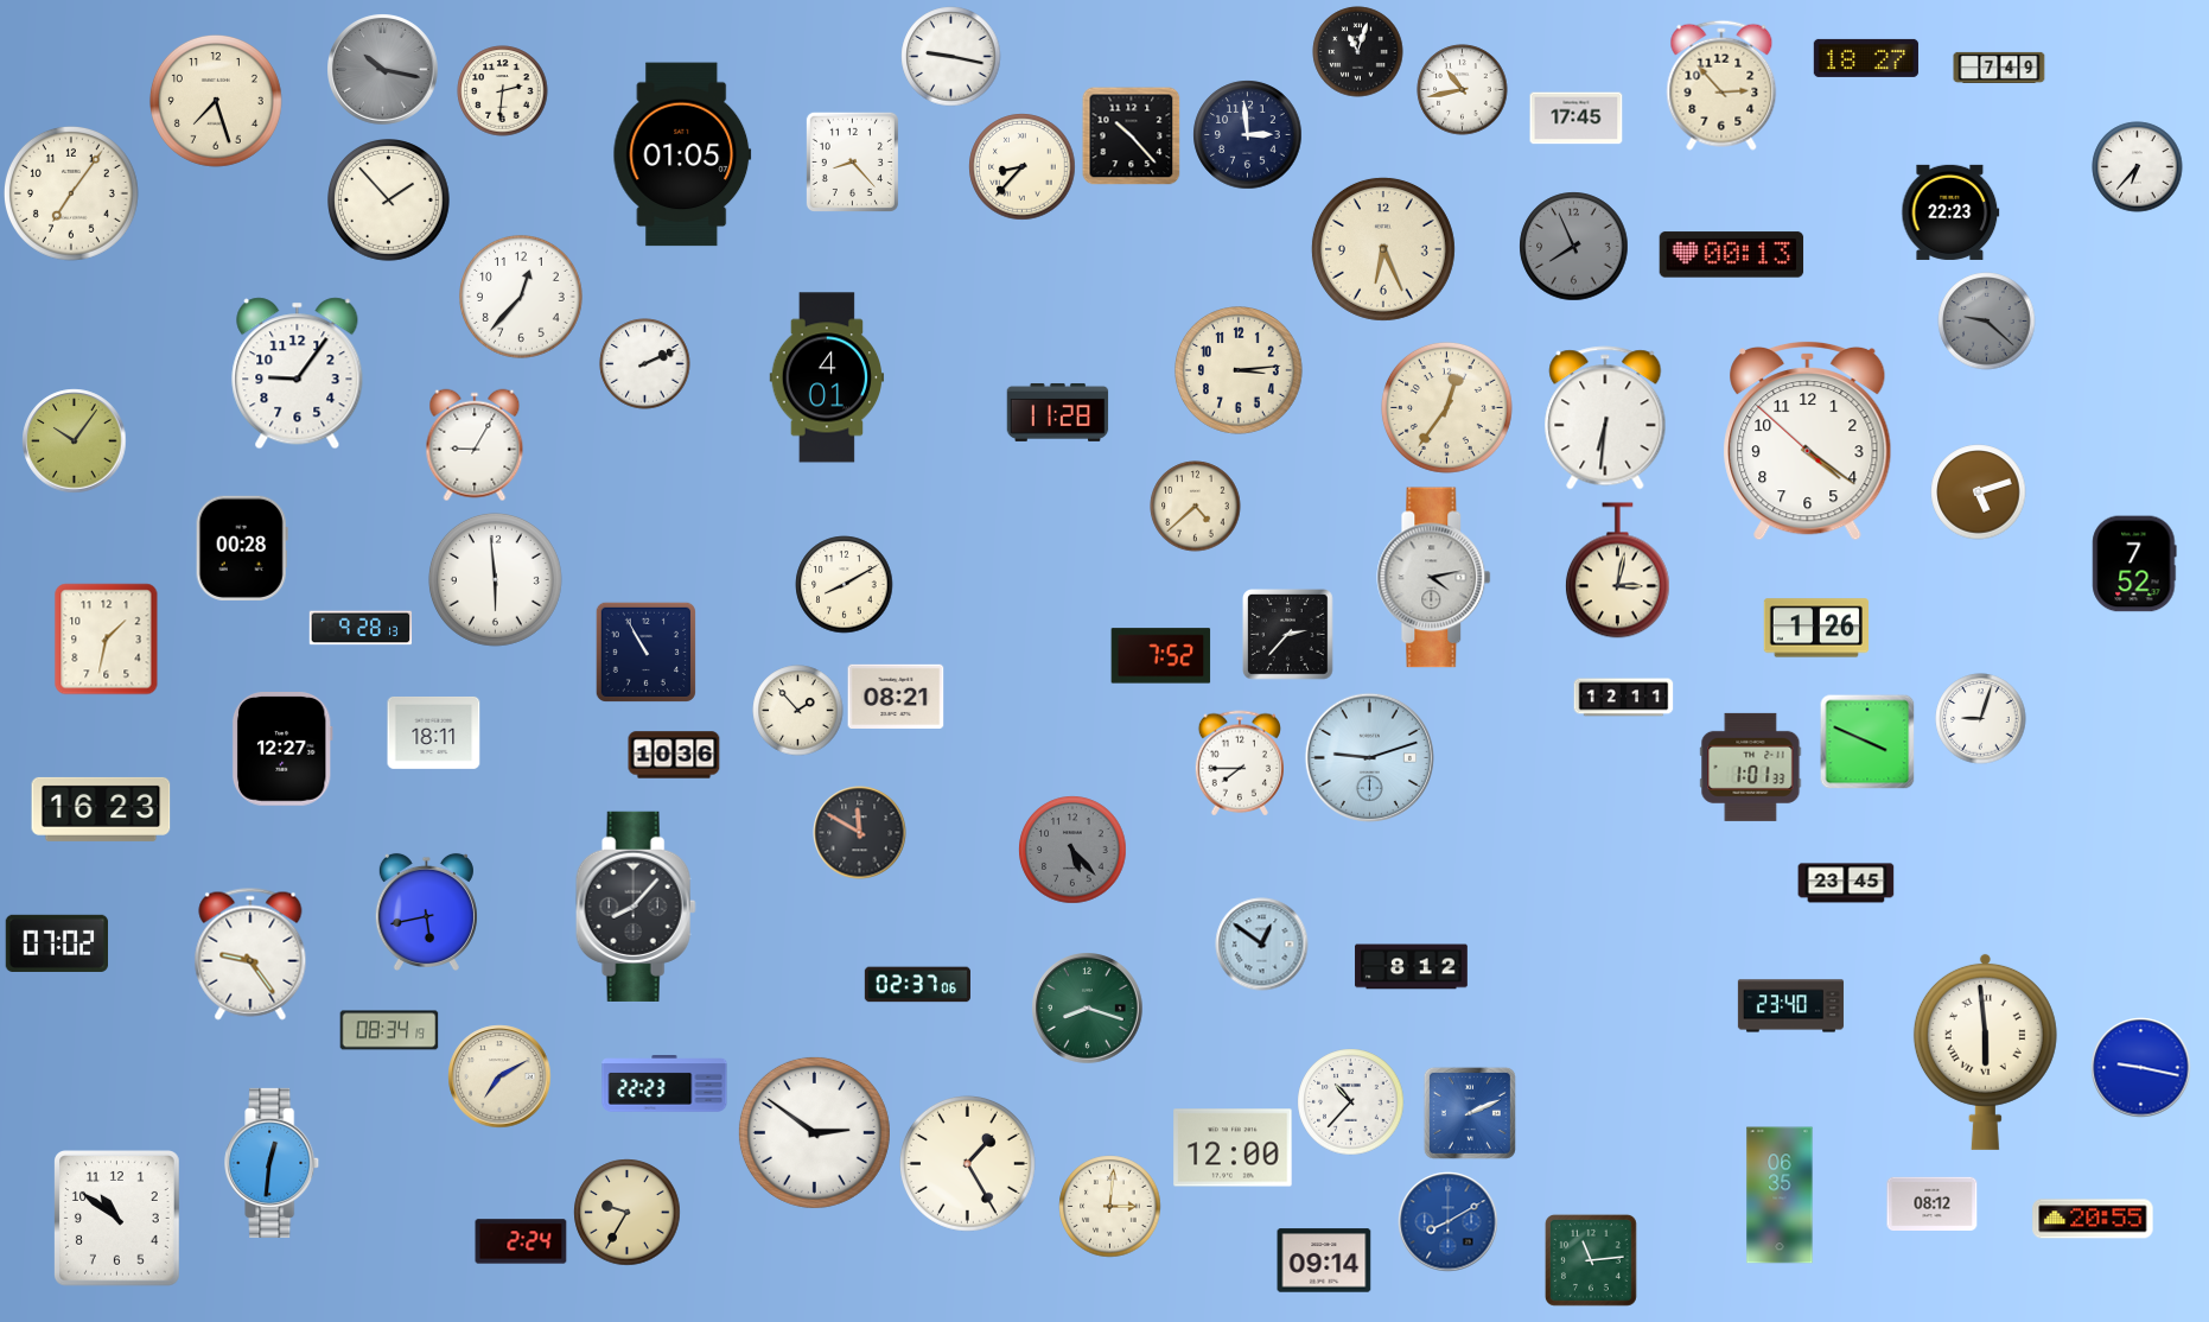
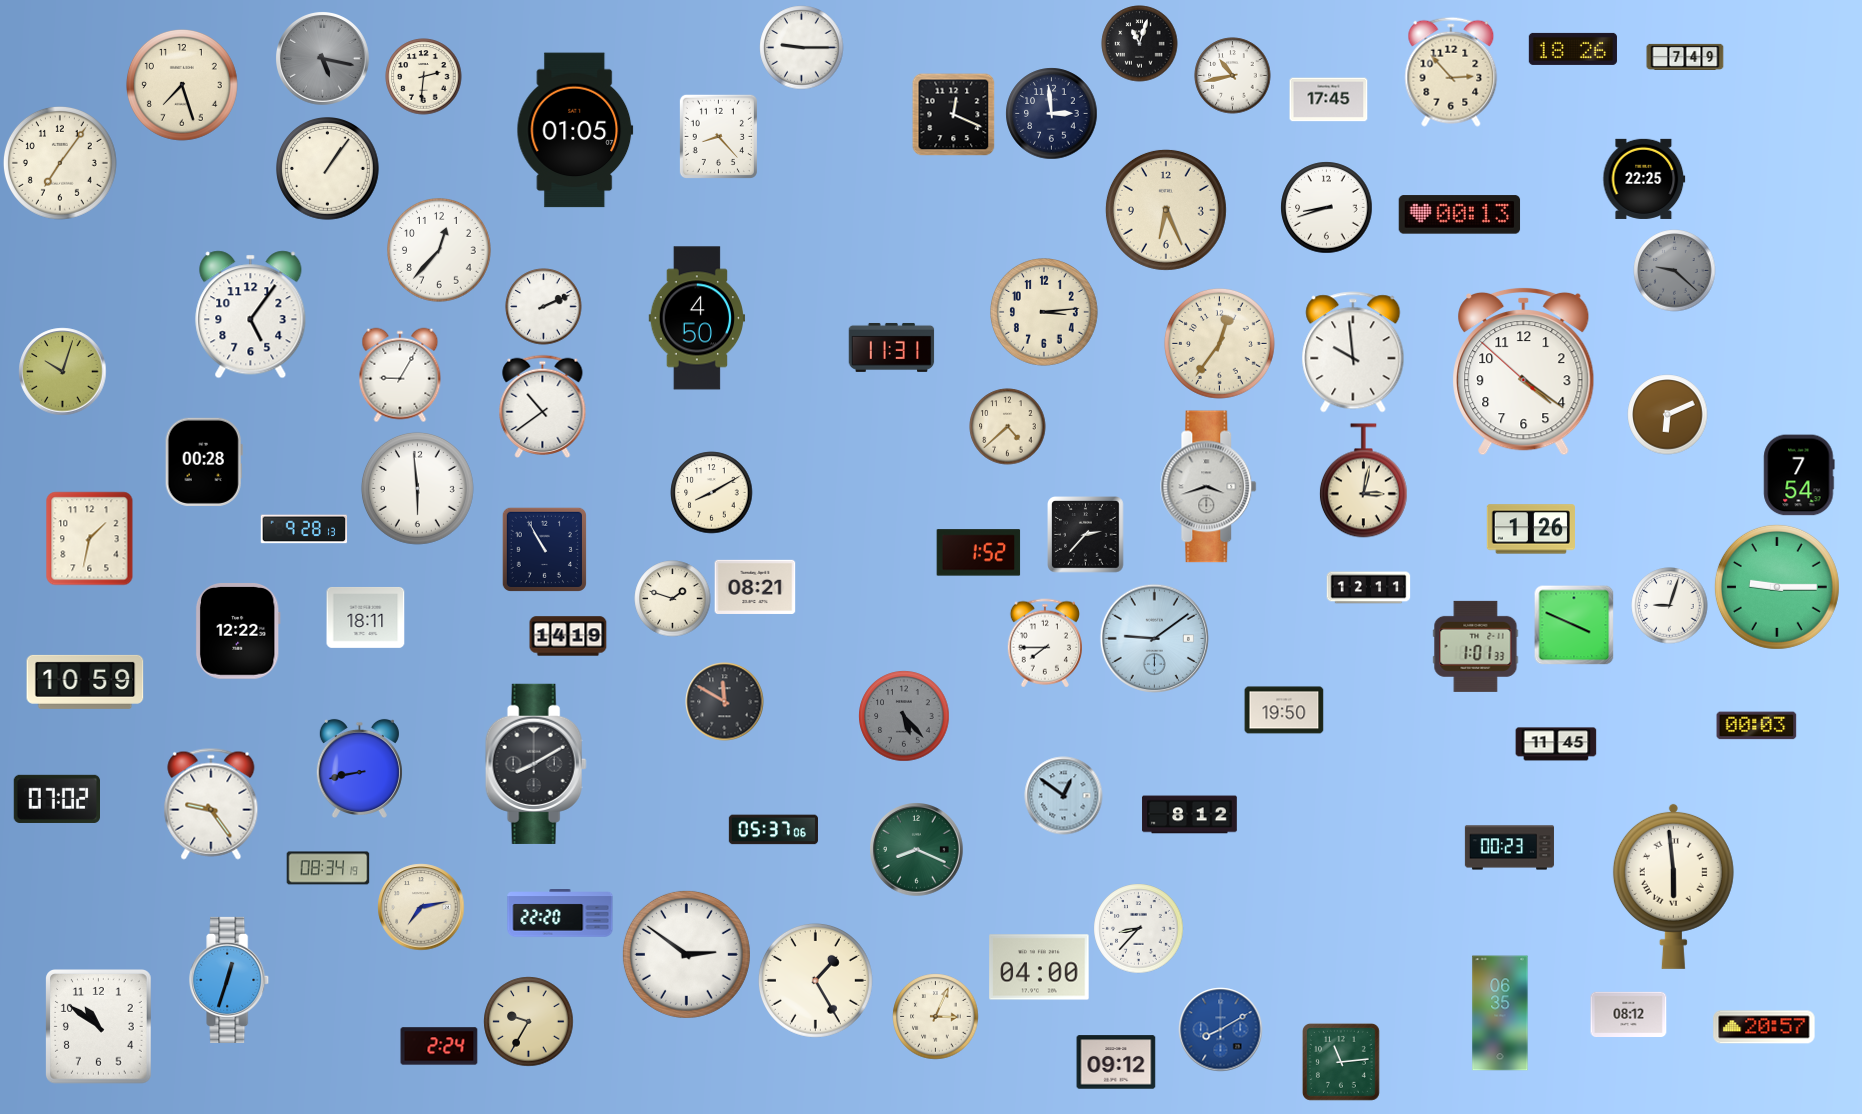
clock at (1358, 52) position: (1358, 52) -> (1140, 44)
clock at (951, 57): 9:17 -> 9:15
clock at (1866, 58): 18:27 -> 18:26
clock at (383, 70): 10:17 -> 5:17
clock at (1132, 136): 10:23 -> 12:19
clock at (1023, 167): 8:37 -> none
clock at (2138, 167): 6:37 -> none
clock at (389, 201): 1:53 -> 1:06
clock at (1950, 212): 22:23 -> 22:25
clock at (1574, 247): 7:56 -> 8:42
clock at (1574, 247) dial: grey -> white
clock at (298, 374): 9:06 -> 5:06
clock at (827, 377): 4:01 -> 4:50
clock at (1058, 412): 11:28 -> 11:31
clock at (1605, 418): 6:31 -> 9:59
clock at (75, 441): 10:06 -> 10:03
clock at (543, 406): none -> 10:39
clock at (1979, 492): 5:12 -> 6:11
clock at (2134, 564): 7:52 -> 7:54
clock at (1434, 578): 4:13 -> 3:42
clock at (1161, 656): 7:52 -> 1:52
clock at (1777, 587): none -> 9:15
clock at (798, 711): 1:53 -> 1:48
clock at (282, 750): 12:27 -> 12:22
clock at (674, 755): 10:36 -> 14:19
clock at (1369, 757): 9:12 -> 9:09
clock at (101, 809): 16:23 -> 10:59
clock at (1284, 710): none -> 19:50
clock at (1757, 726): none -> 00:03
clock at (1846, 883): 23:45 -> 11:45
clock at (636, 907): 8:07 -> 8:10
clock at (426, 911): 5:43 -> 8:43
clock at (56, 943) position: (56, 943) -> (56, 799)
clock at (917, 985): 02:37 -> 05:37
clock at (1790, 1006): 23:40 -> 00:23
clock at (1088, 1009): 8:18 -> 8:19
clock at (2141, 1068): 9:17 -> none
clock at (499, 1076): 7:10 -> 7:13
clock at (664, 1083): 22:23 -> 22:20
clock at (1351, 1102): 10:37 -> 8:37
clock at (1470, 1113): 2:11 -> none
clock at (1233, 1148): 12:00 -> 04:00
clock at (273, 1163): 12:31 -> 12:33
clock at (1780, 1195) position: (1780, 1195) -> (1500, 1013)
clock at (1110, 1207): 3:01 -> 3:04
clock at (2093, 1219): 20:55 -> 20:57
clock at (1324, 1260): 09:14 -> 09:12
